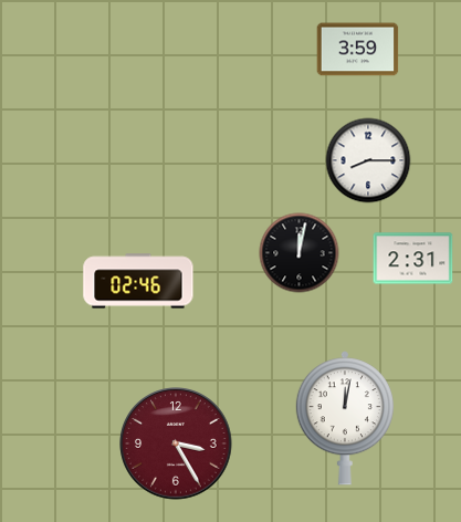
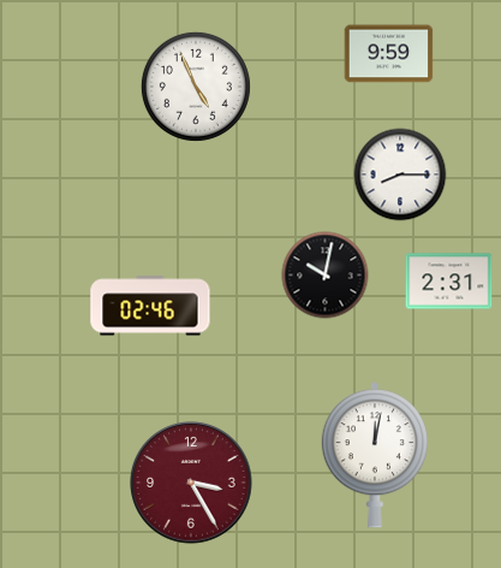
clock at (358, 50): 3:59 -> 9:59
clock at (196, 87): none -> 4:56
clock at (300, 253): 12:02 -> 10:02
